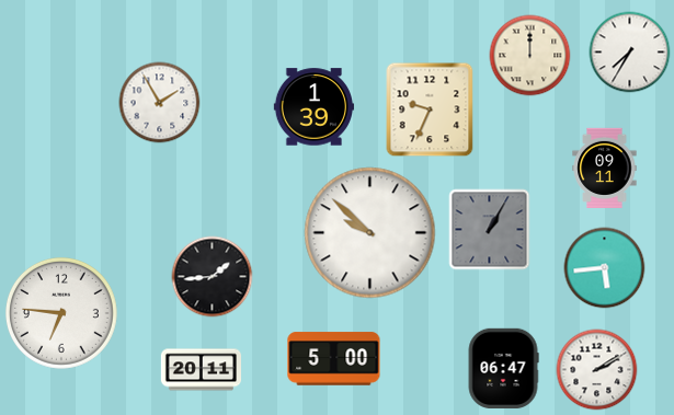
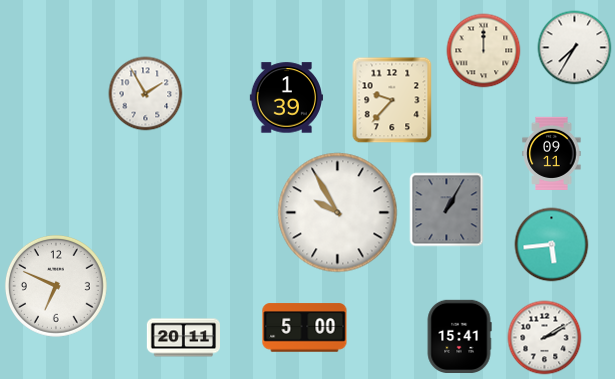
clock at (430, 109): 9:34 -> 9:37
clock at (370, 233): 9:52 -> 9:55
clock at (213, 277): 1:44 -> none
clock at (61, 313): 6:46 -> 6:49
clock at (503, 368): 06:47 -> 15:41
